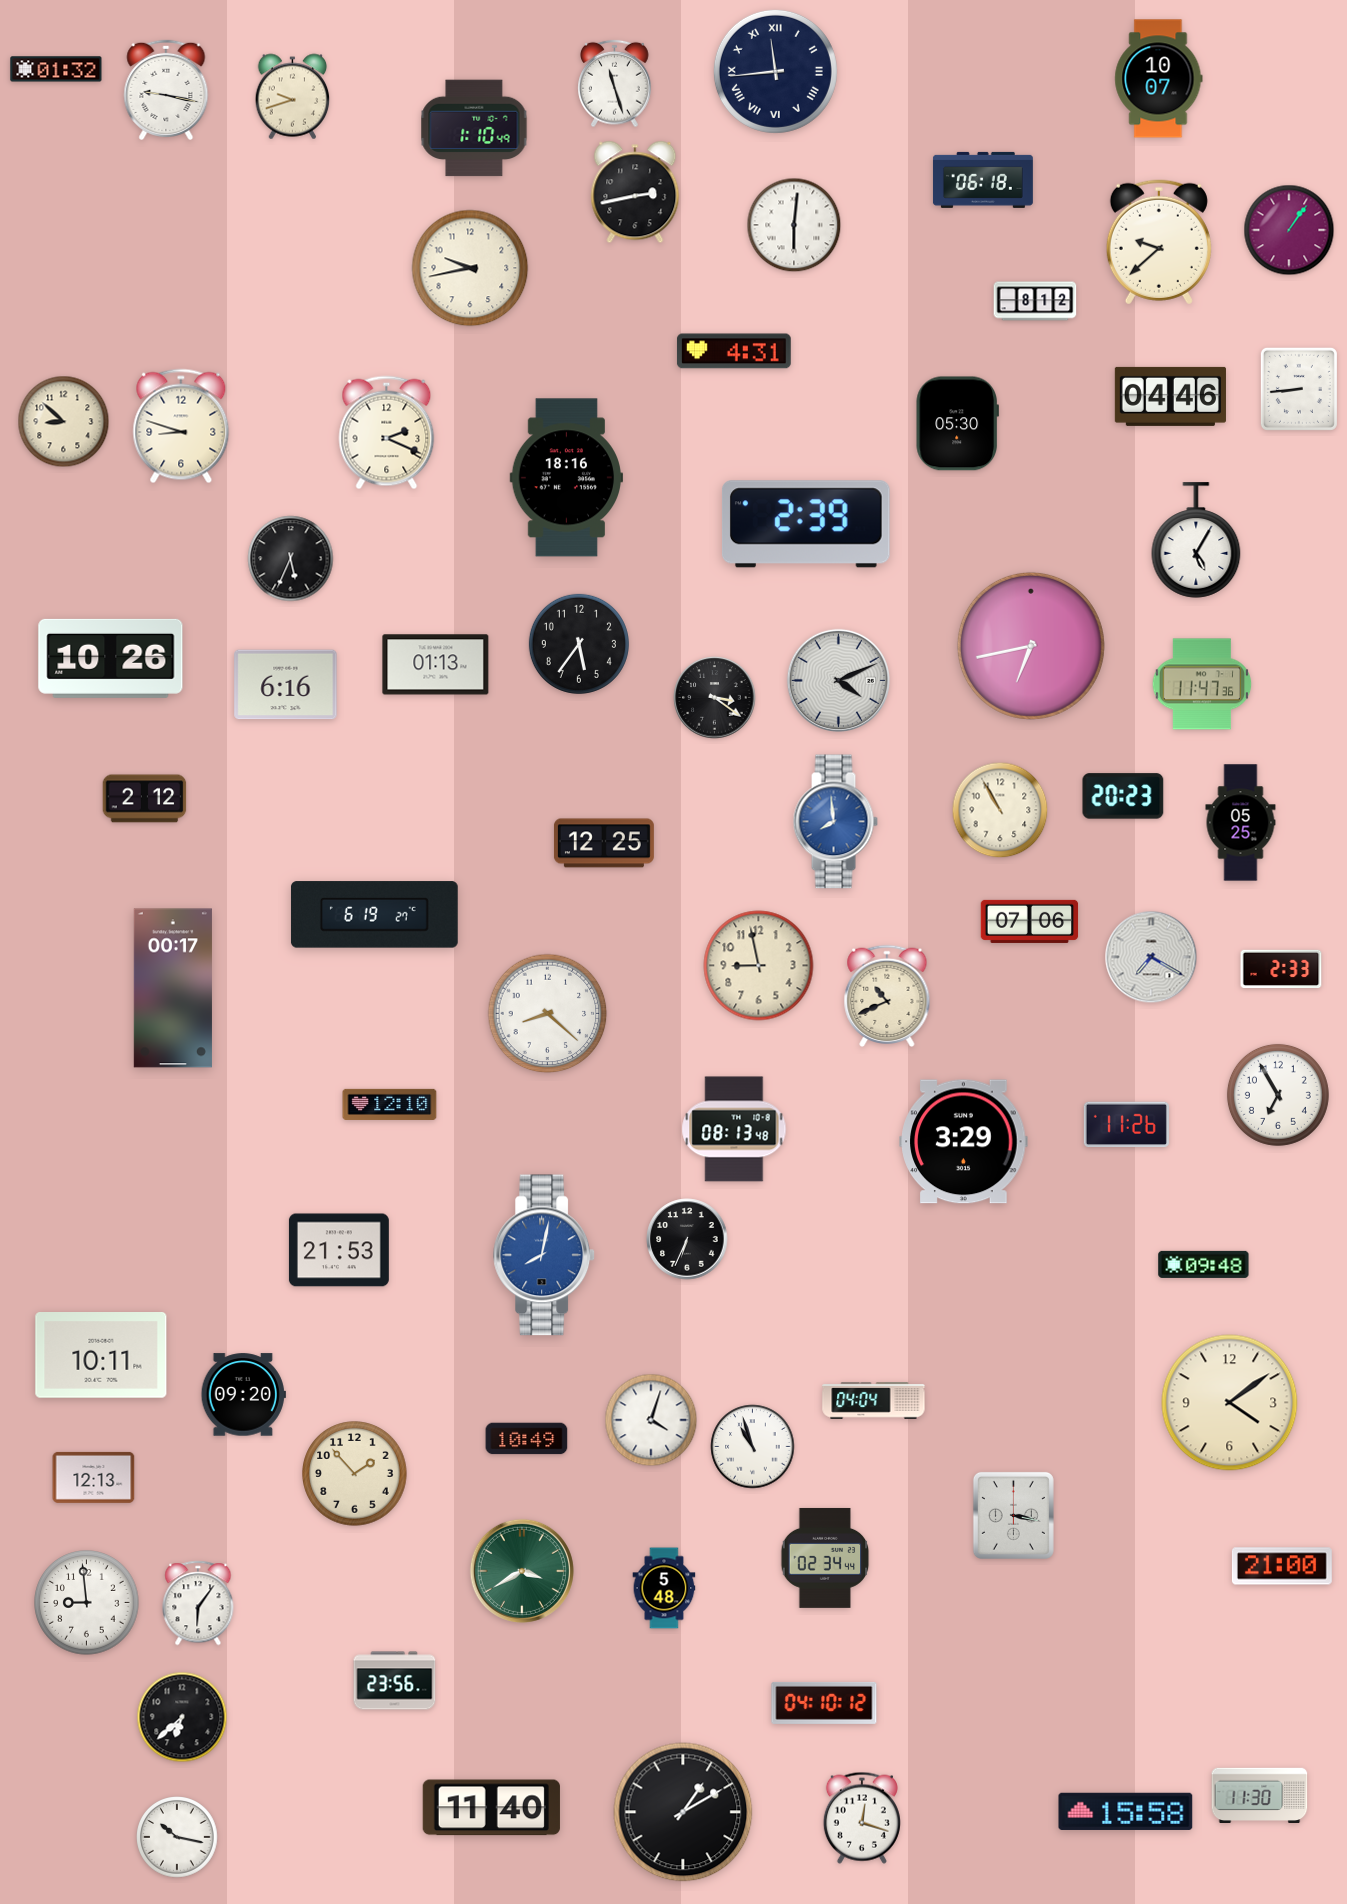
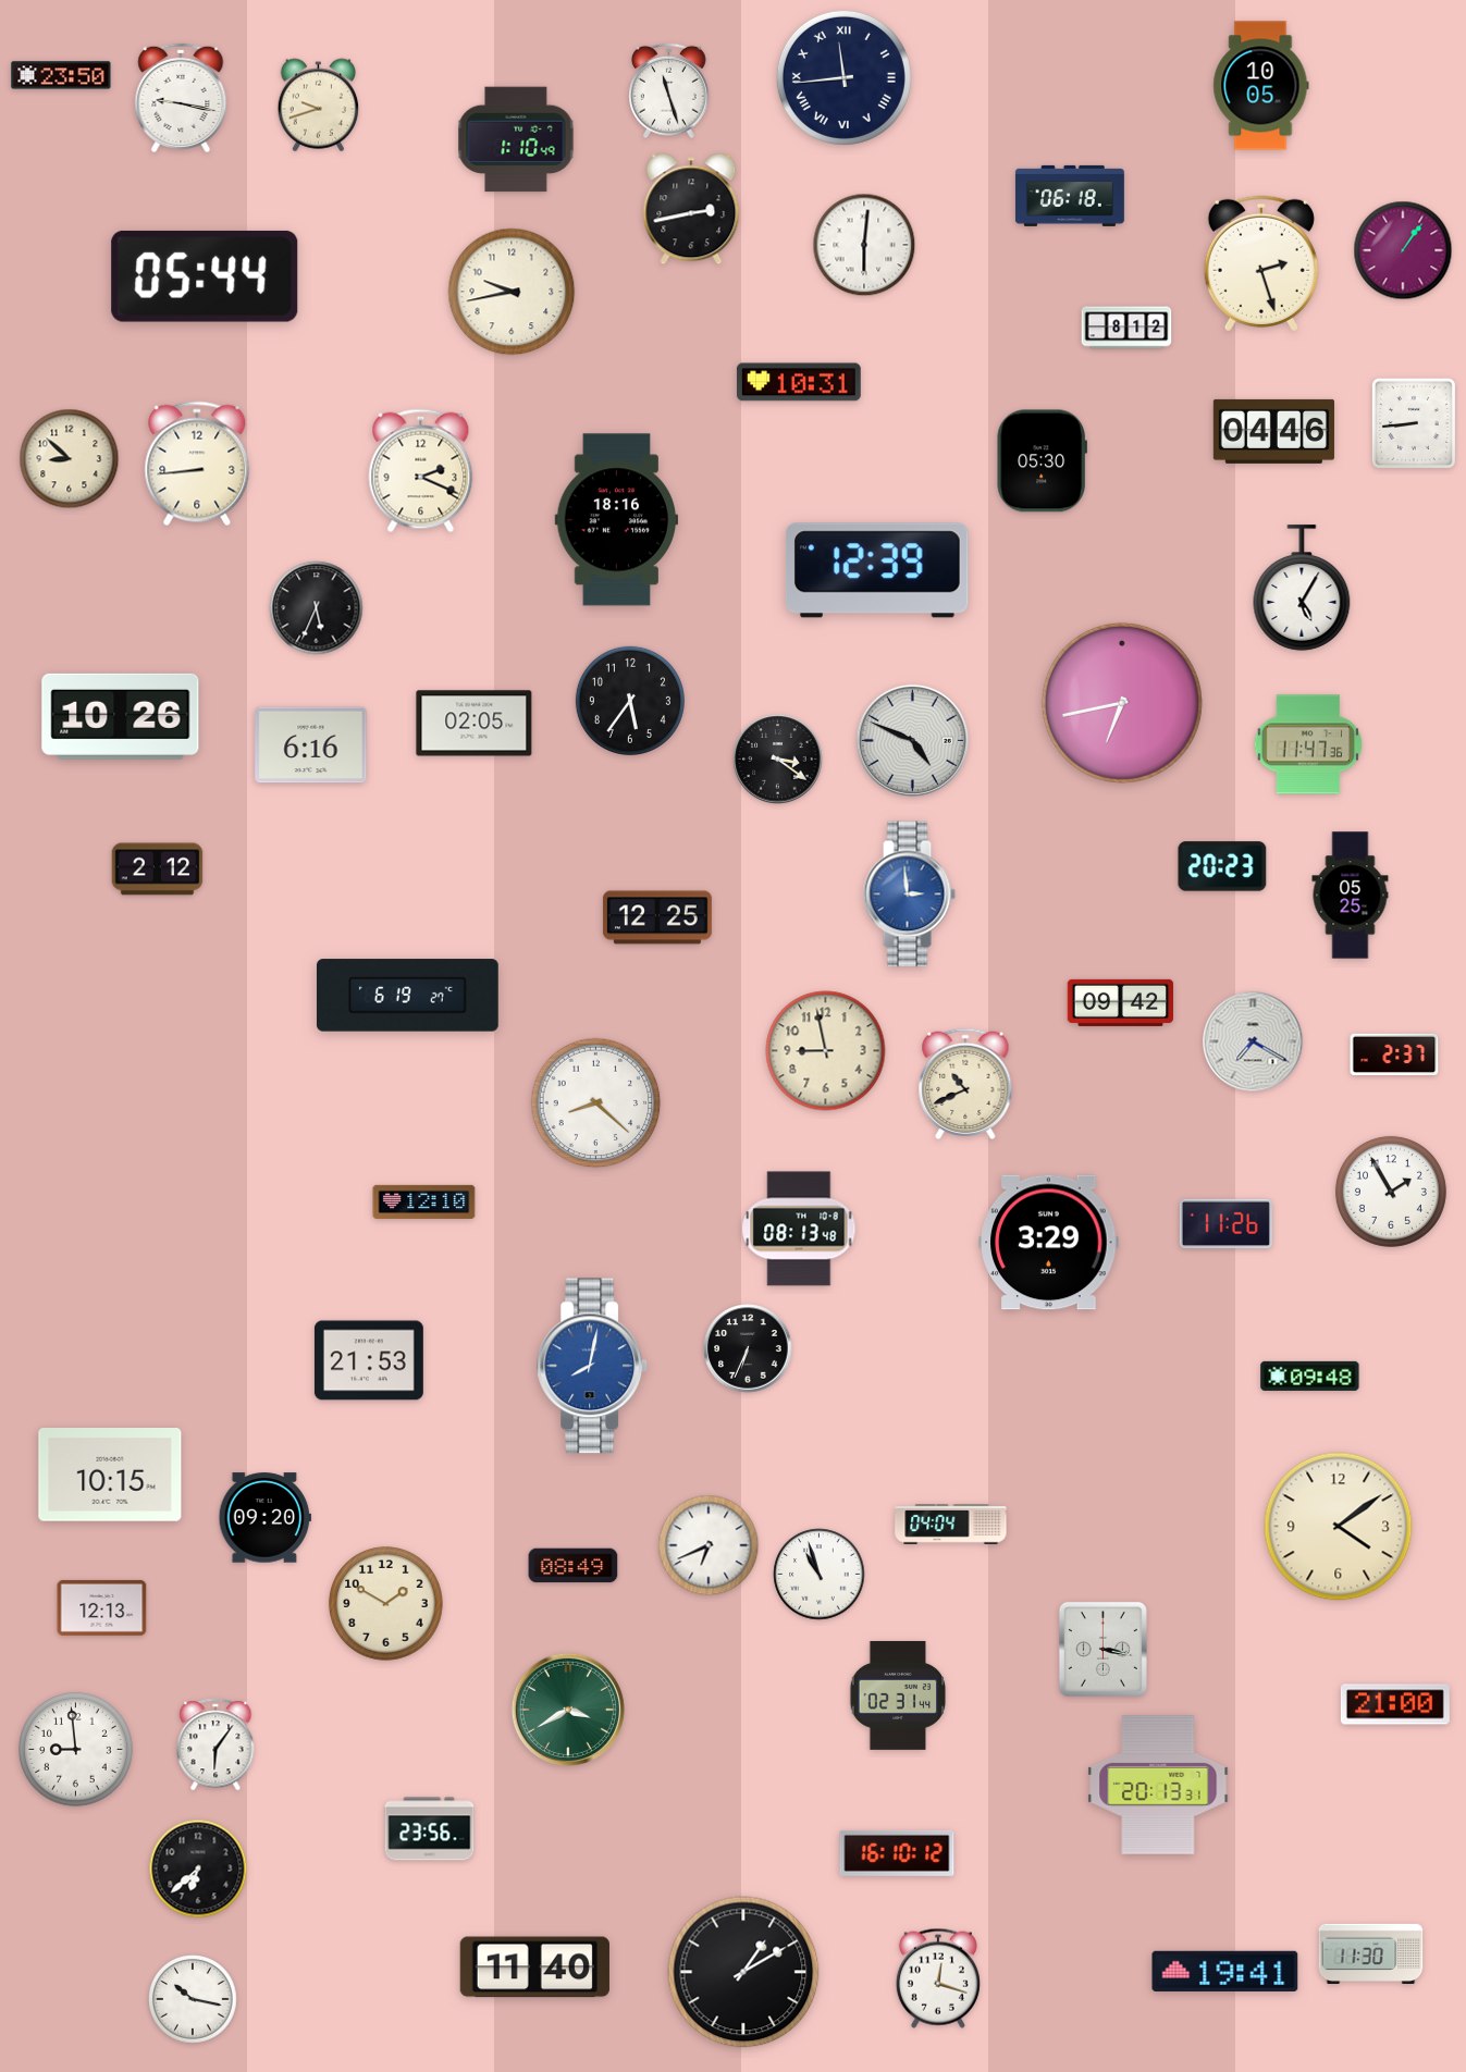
clock at (56, 69): 01:32 -> 23:50
clock at (1159, 79): 10:07 -> 10:05
clock at (1159, 242): 9:38 -> 2:27
clock at (205, 276): none -> 05:44
clock at (734, 351): 4:31 -> 10:31
clock at (181, 426): 8:48 -> 8:44
clock at (806, 524): 2:39 -> 12:39
clock at (436, 665): 01:13 -> 02:05
clock at (838, 680): 4:11 -> 4:49
clock at (1000, 810): 10:55 -> none
clock at (835, 822): 7:59 -> 2:59
clock at (1030, 921): 07:06 -> 09:42
clock at (1281, 968): 2:33 -> 2:37
clock at (173, 988): 00:17 -> none
clock at (1278, 1095): 6:55 -> 1:55
clock at (101, 1355): 10:11 -> 10:15
clock at (651, 1420): 4:03 -> 6:41
clock at (527, 1439): 10:49 -> 08:49
clock at (355, 1474): 1:53 -> 1:50
clock at (825, 1558): 02:34 -> 02:31
clock at (664, 1588): 5:48 -> none
clock at (87, 1603) position: (87, 1603) -> (76, 1750)
clock at (1158, 1785): none -> 20:13
clock at (824, 1703): 04:10 -> 16:10
clock at (1126, 1811): 15:58 -> 19:41
